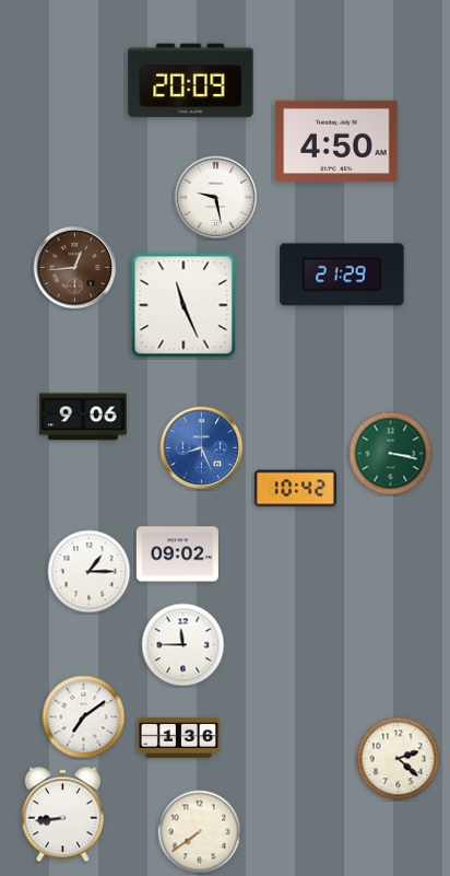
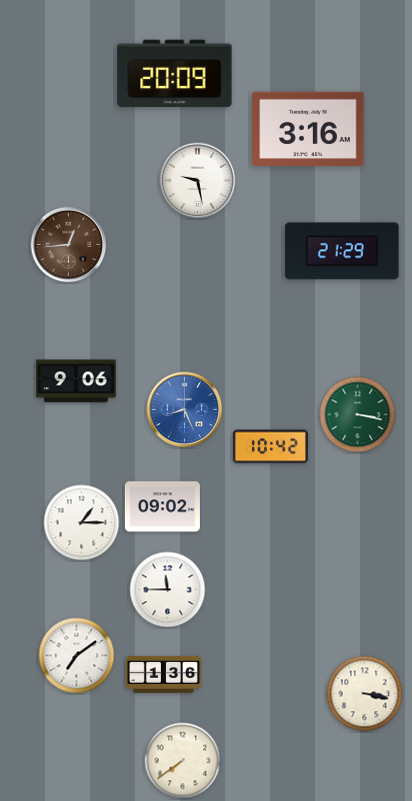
clock at (336, 141): 4:50 -> 3:16
clock at (342, 275) position: (342, 275) -> (342, 251)
clock at (183, 305): 11:26 -> none
clock at (399, 759): 2:22 -> 3:17
clock at (62, 815): 8:44 -> none
